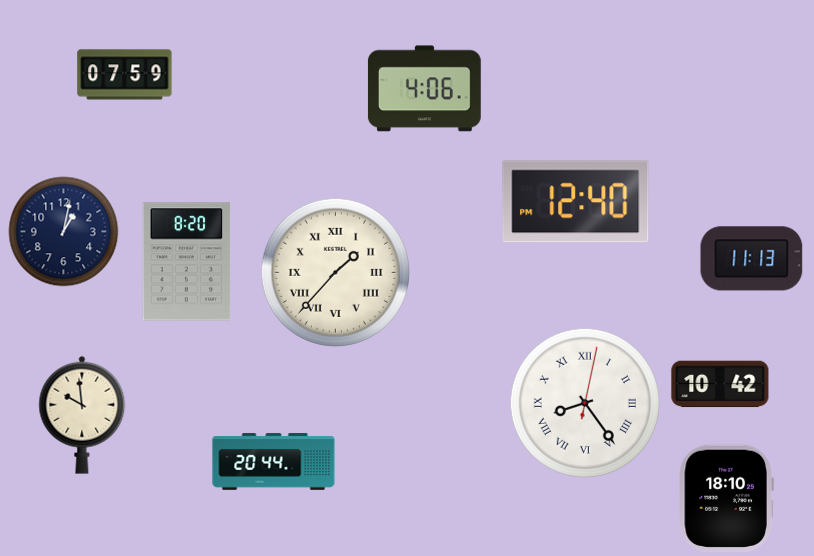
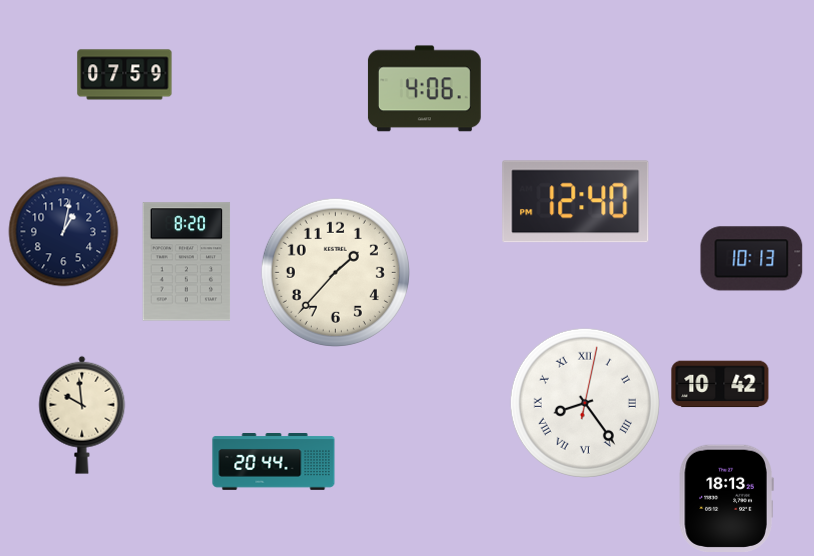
clock at (752, 259): 11:13 -> 10:13
clock at (335, 272) numerals: Roman -> Arabic
clock at (726, 498): 18:10 -> 18:13
